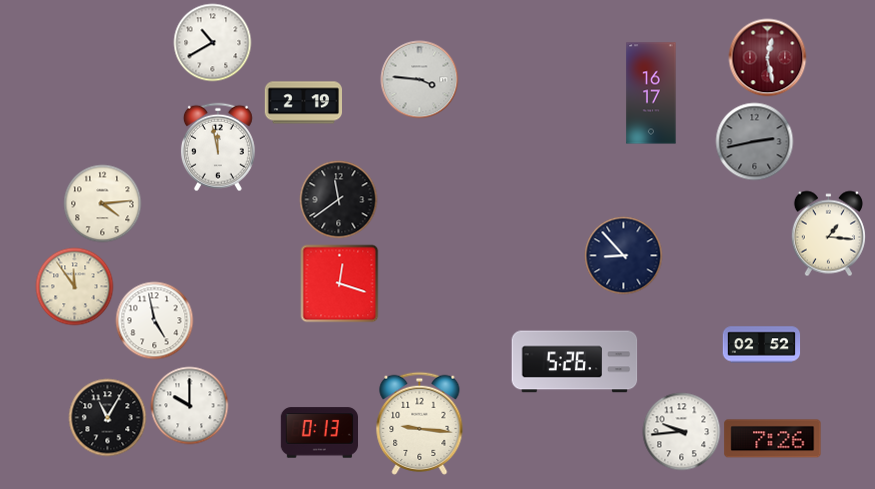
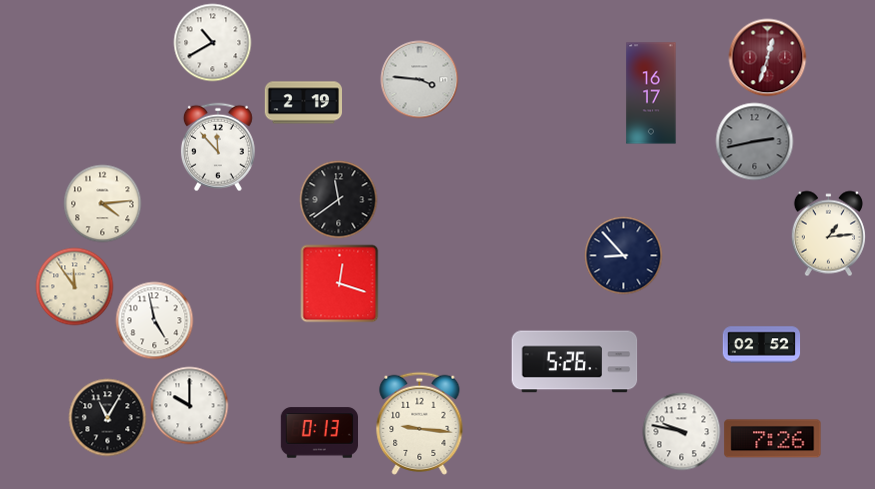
clock at (767, 57): 12:28 -> 12:33
clock at (218, 147): 11:58 -> 11:53
clock at (828, 233): 1:16 -> 1:14
clock at (681, 431): 9:44 -> 9:47
